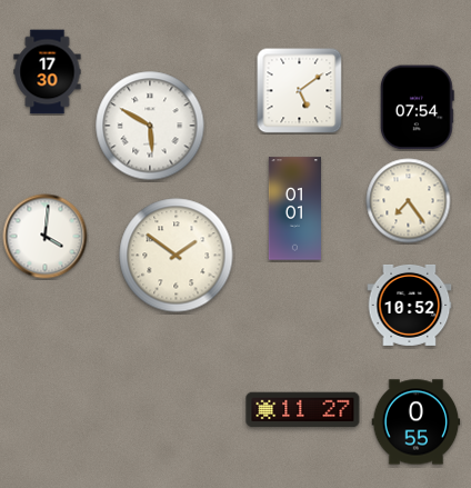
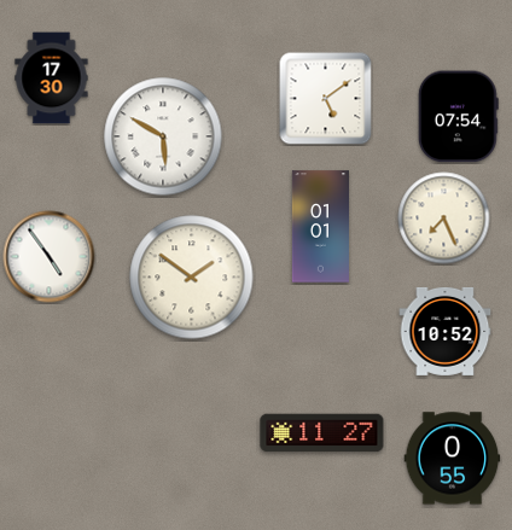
clock at (417, 108) position: (417, 108) -> (458, 117)
clock at (409, 201): 7:24 -> 7:26
clock at (46, 237): 4:01 -> 4:54
clock at (303, 410) position: (303, 410) -> (322, 433)
